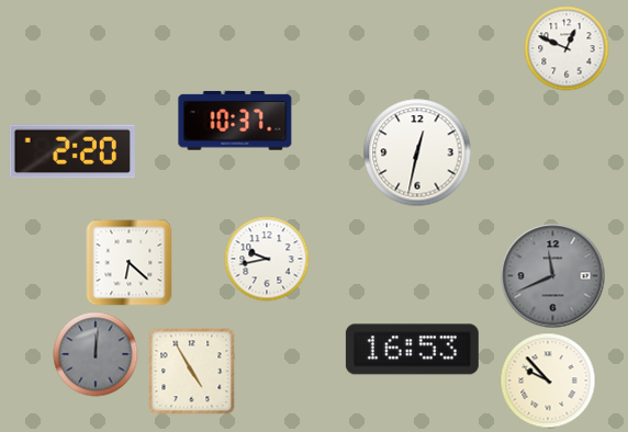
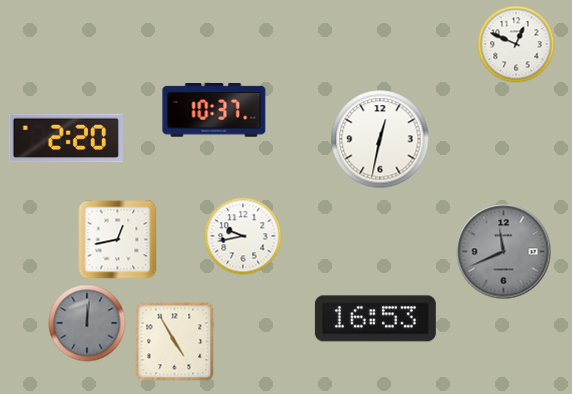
clock at (130, 263): 6:22 -> 12:43
clock at (192, 372) position: (192, 372) -> (175, 342)
clock at (548, 380): 9:53 -> none
